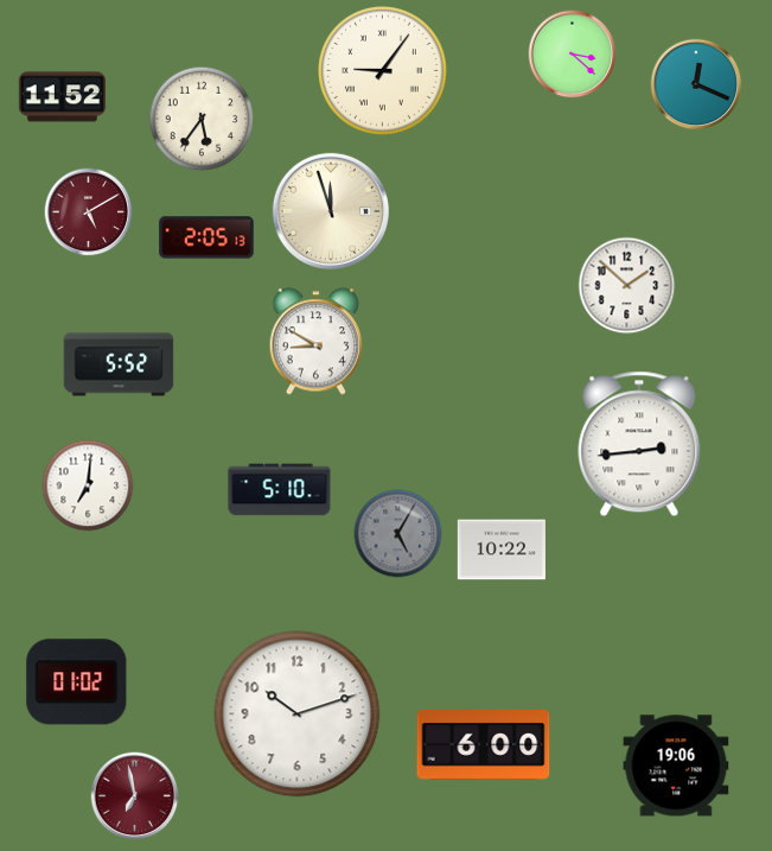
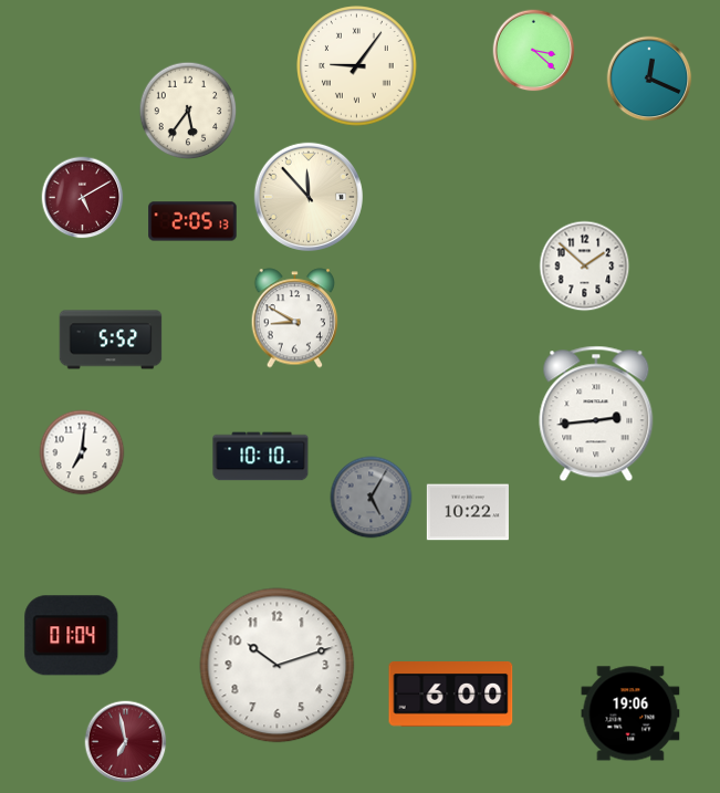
clock at (62, 97): 11:52 -> none
clock at (330, 210): 11:57 -> 11:53
clock at (280, 490): 5:10 -> 10:10
clock at (77, 682): 01:02 -> 01:04
